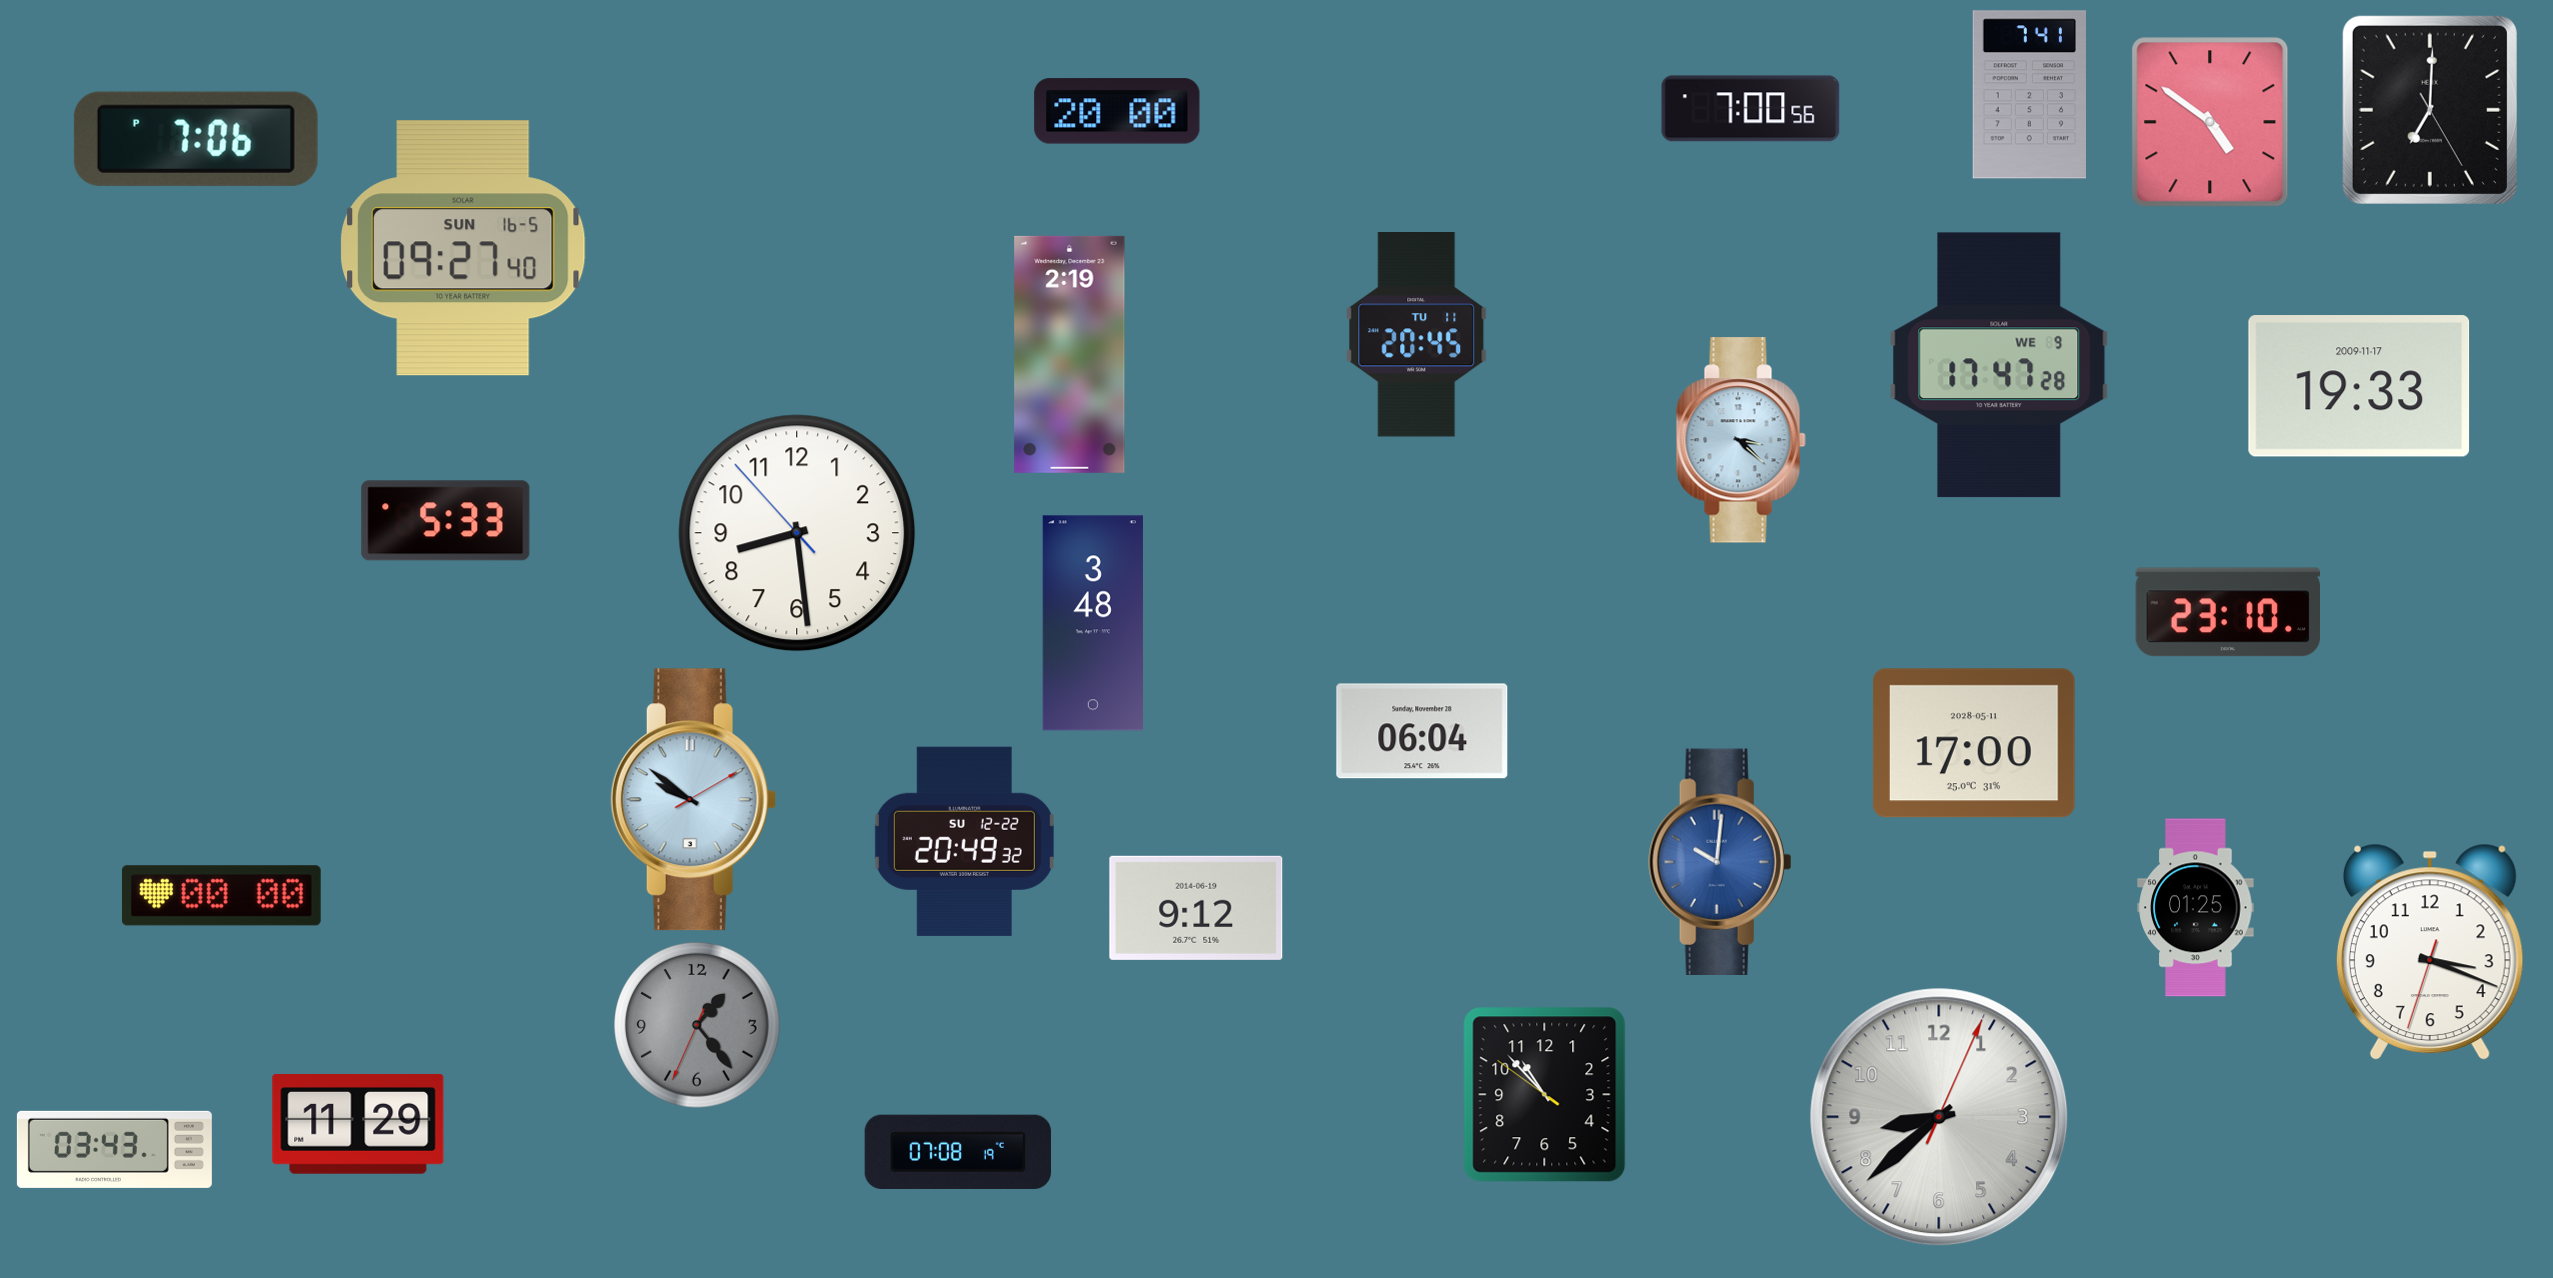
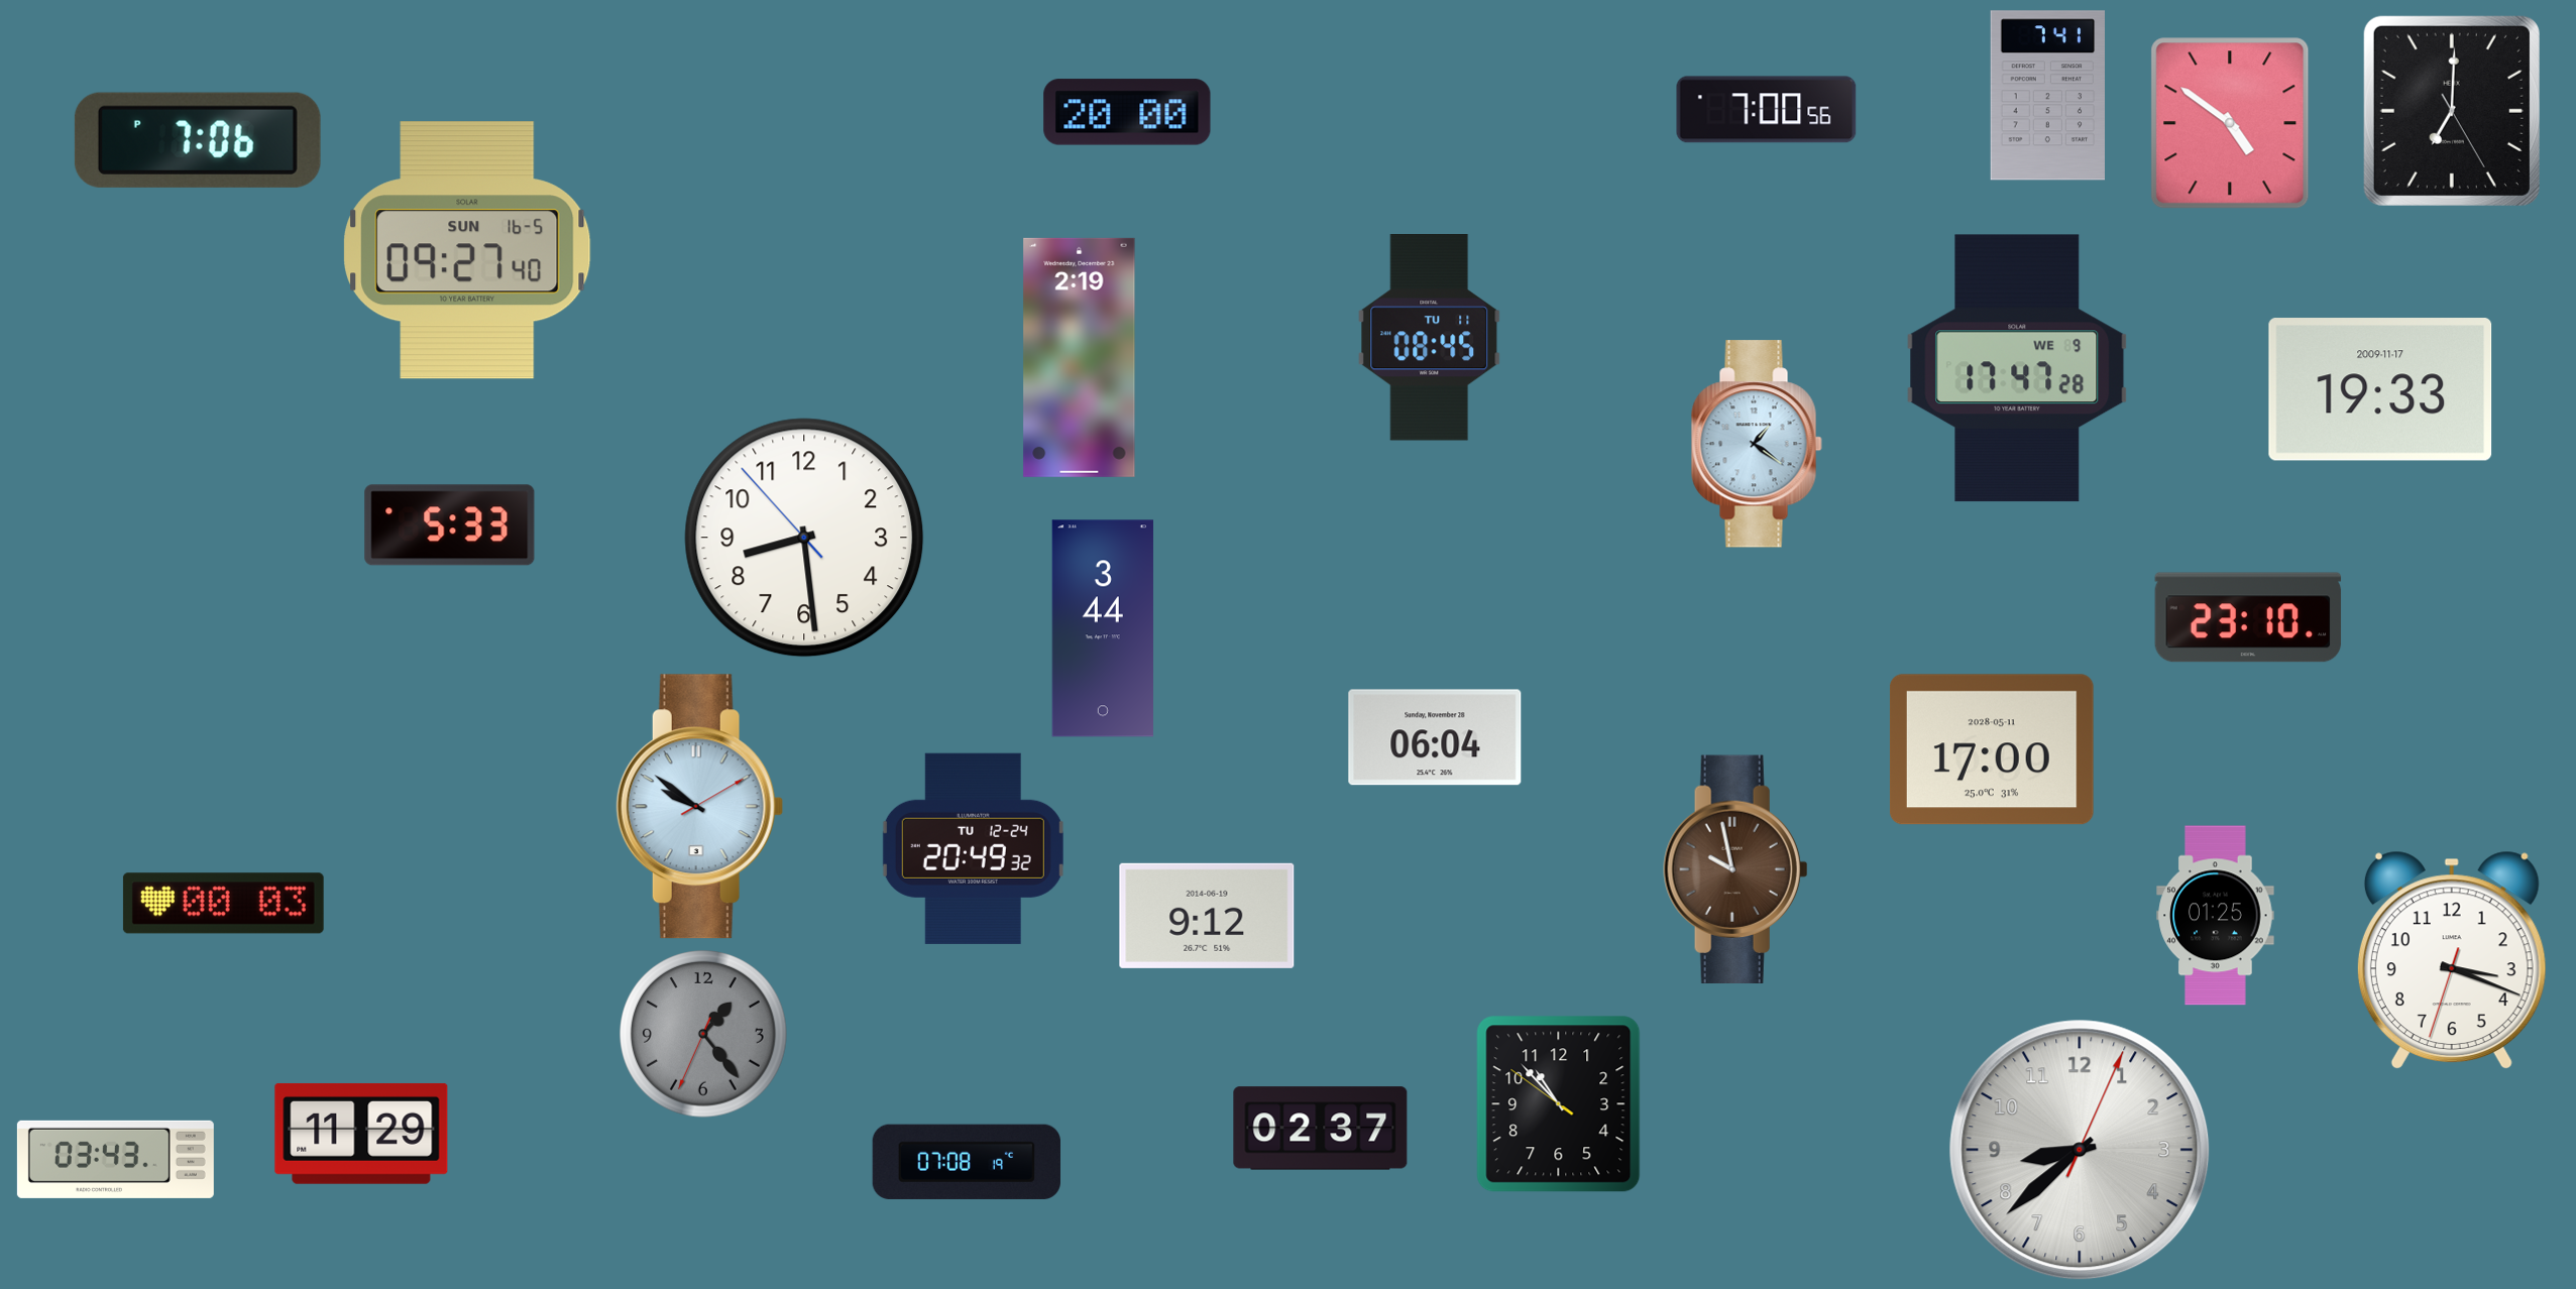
clock at (1417, 335): 20:45 -> 08:45
clock at (1741, 440): 3:22 -> 1:21
clock at (1092, 623): 3:48 -> 3:44
clock at (964, 841) date: SU 12-22 -> TU 12-24
clock at (1720, 861): 10:01 -> 9:58
clock at (1720, 861) dial: blue -> brown
clock at (221, 896): 00:00 -> 00:03
clock at (1939, 1117) position: (1939, 1117) -> (2080, 1150)
clock at (1321, 1129): none -> 02:37
